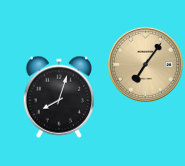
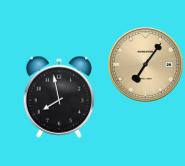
clock at (59, 97): 8:03 -> 7:58
